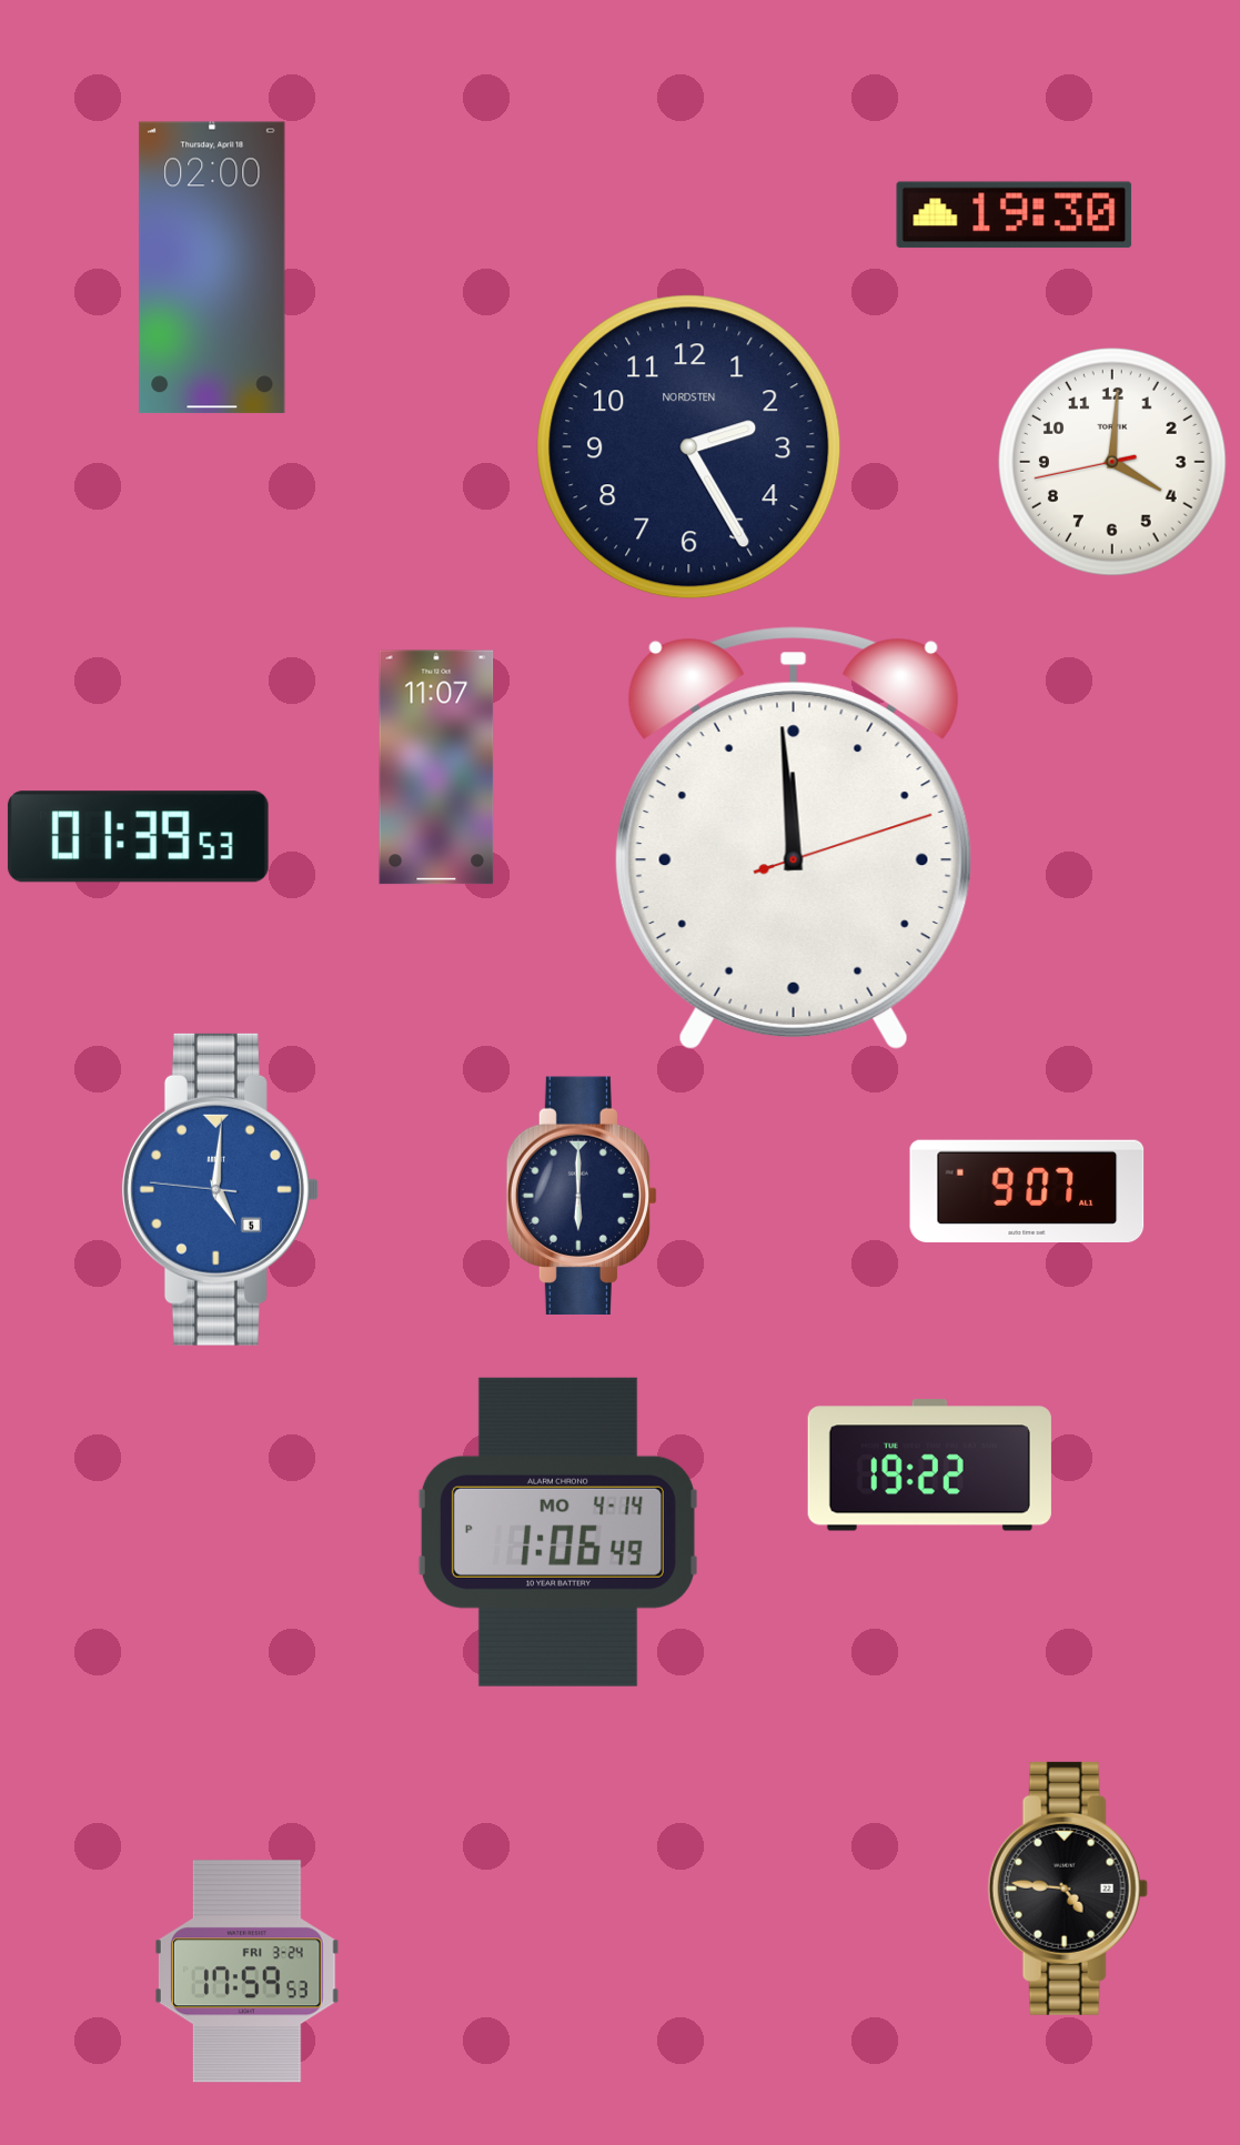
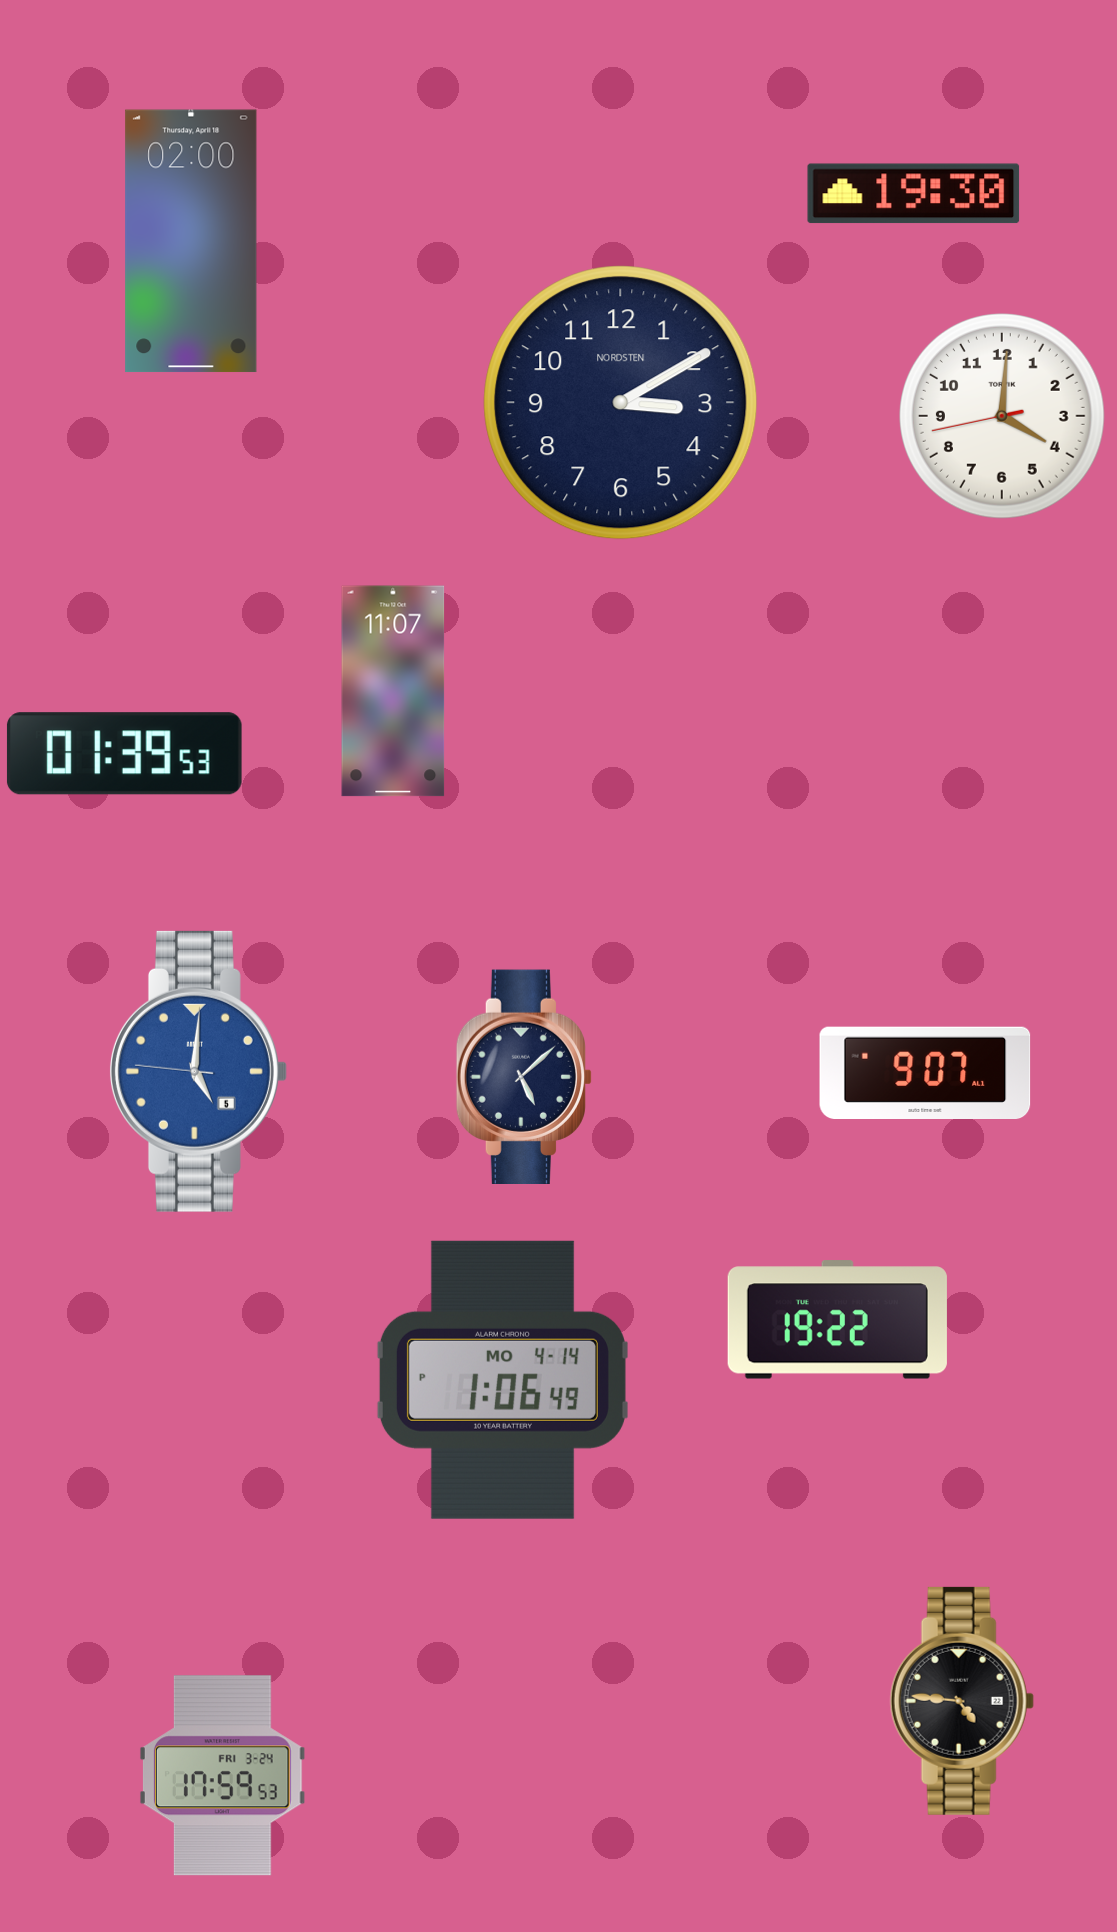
clock at (689, 447): 2:25 -> 3:10
clock at (794, 838): 11:59 -> none
clock at (581, 1195): 6:00 -> 5:08
